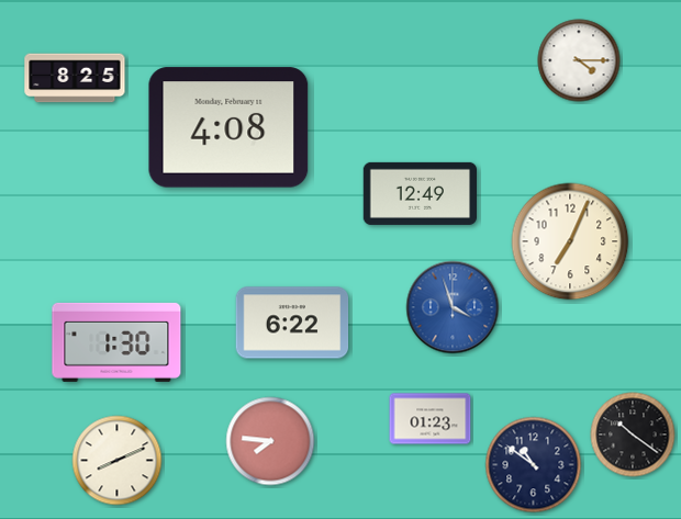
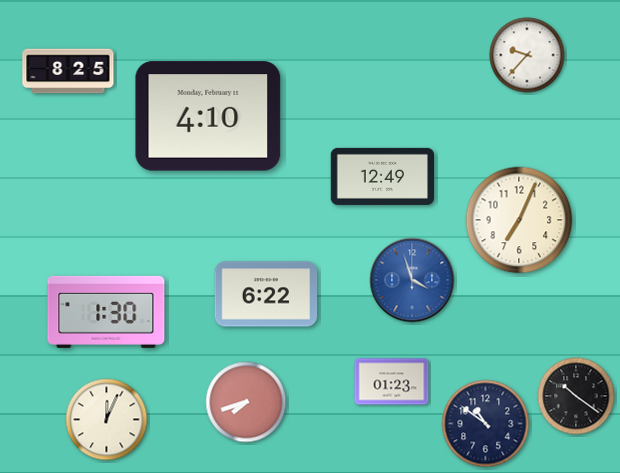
clock at (579, 60): 4:15 -> 9:37
clock at (228, 127): 4:08 -> 4:10
clock at (270, 441): 7:46 -> 7:42
clock at (118, 461): 8:11 -> 12:04
